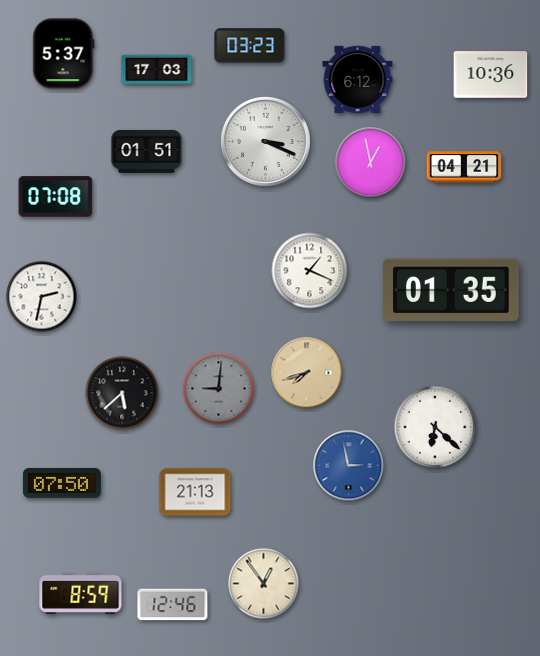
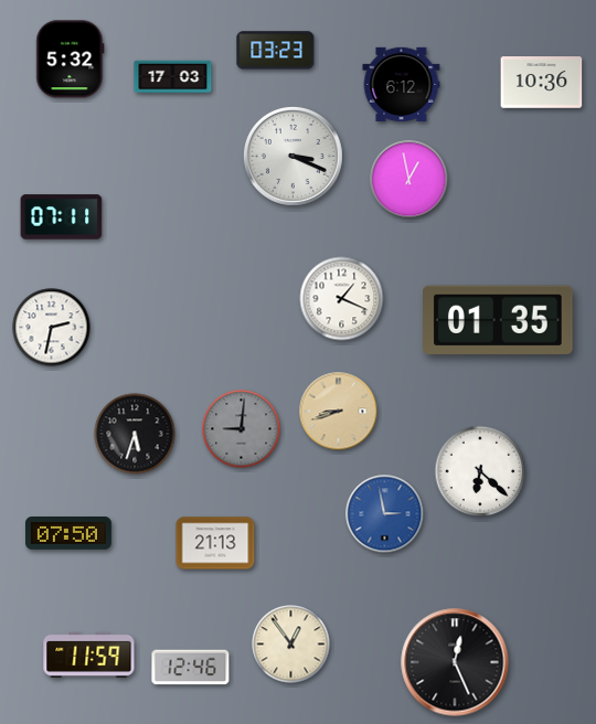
clock at (64, 54): 5:37 -> 5:32
clock at (358, 79) position: (358, 79) -> (402, 84)
clock at (147, 151): 01:51 -> none
clock at (464, 167): 04:21 -> none
clock at (56, 197): 07:08 -> 07:11
clock at (42, 297) position: (42, 297) -> (52, 328)
clock at (307, 373): 7:42 -> 8:42
clock at (122, 393): 5:38 -> 5:33
clock at (81, 593): 8:59 -> 11:59
clock at (455, 662): none -> 12:26
